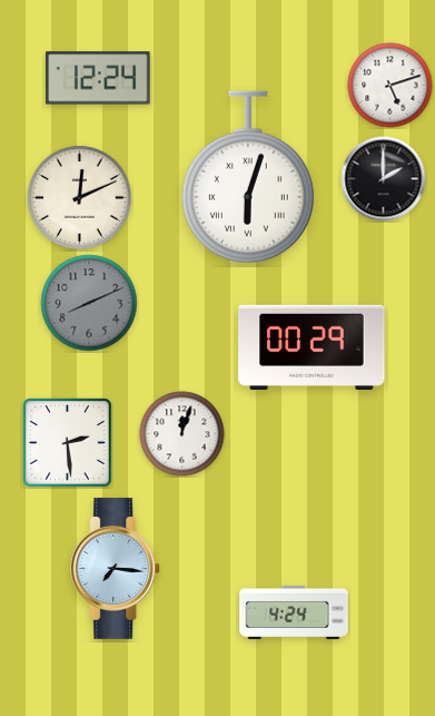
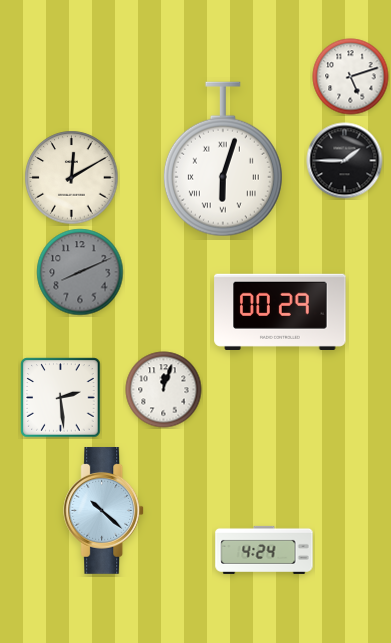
clock at (99, 78): 12:24 -> none
clock at (384, 179): 2:00 -> 1:45
clock at (80, 198): 12:11 -> 12:10
clock at (116, 568): 7:16 -> 10:22
